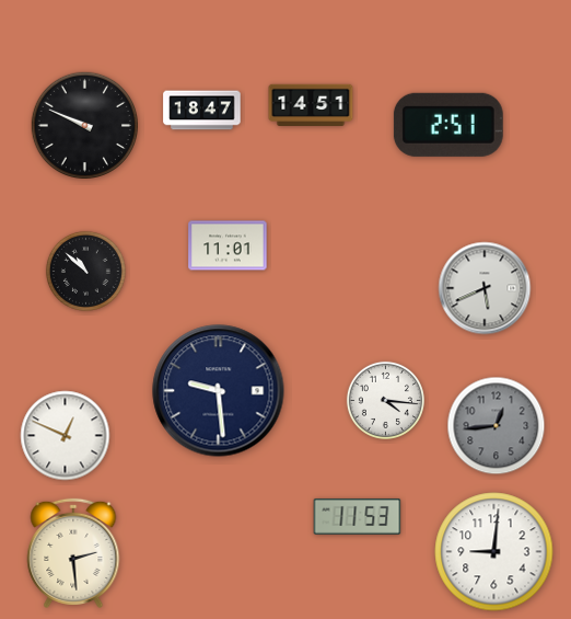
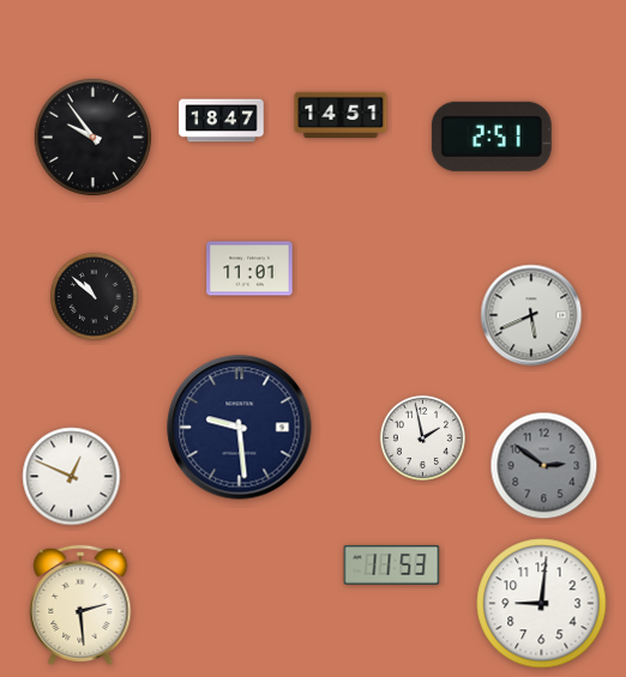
clock at (84, 125): 9:49 -> 9:54
clock at (385, 400): 4:16 -> 1:58
clock at (497, 426): 12:44 -> 2:51
